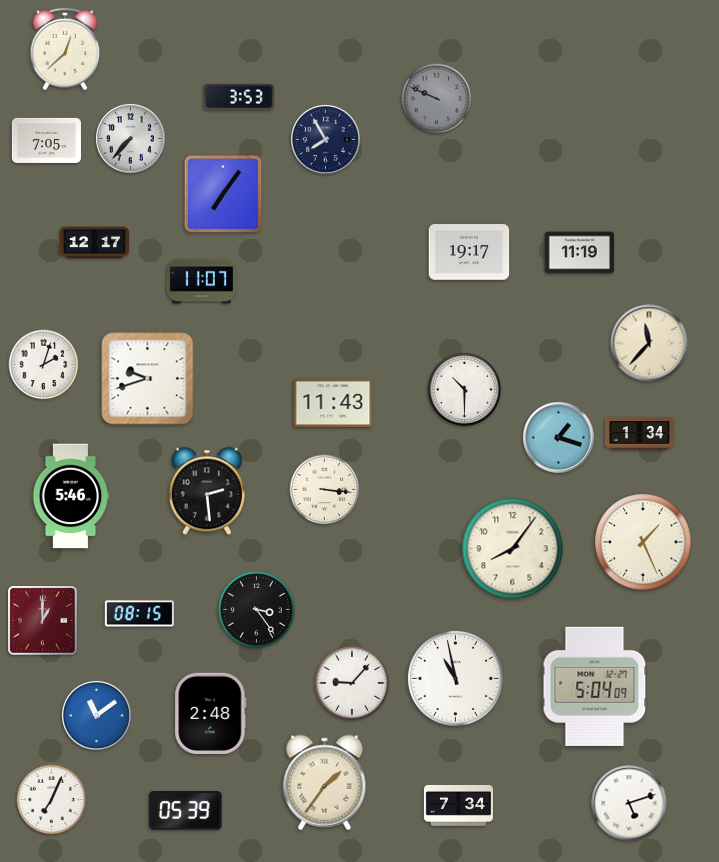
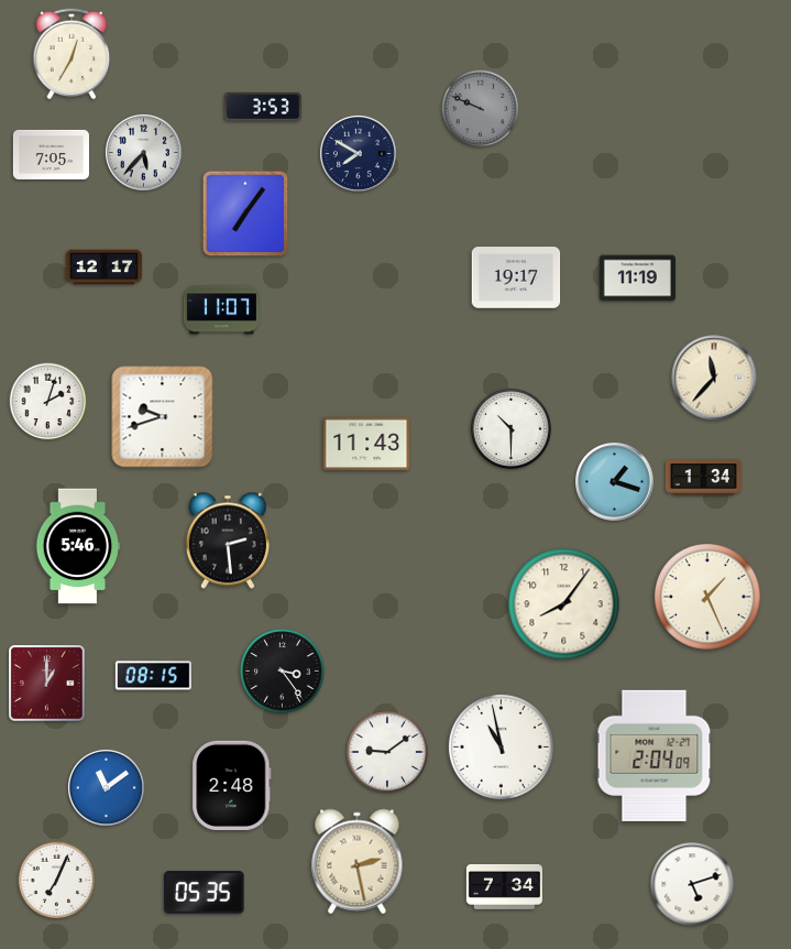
clock at (65, 49): 12:38 -> 12:35
clock at (130, 138): 7:37 -> 5:37
clock at (325, 139): 7:55 -> 7:50
clock at (325, 490): 3:16 -> none
clock at (352, 683): 9:07 -> 9:09
clock at (595, 686): 5:04 -> 2:04
clock at (325, 783): 1:36 -> 2:28
clock at (186, 811): 05:39 -> 05:35
